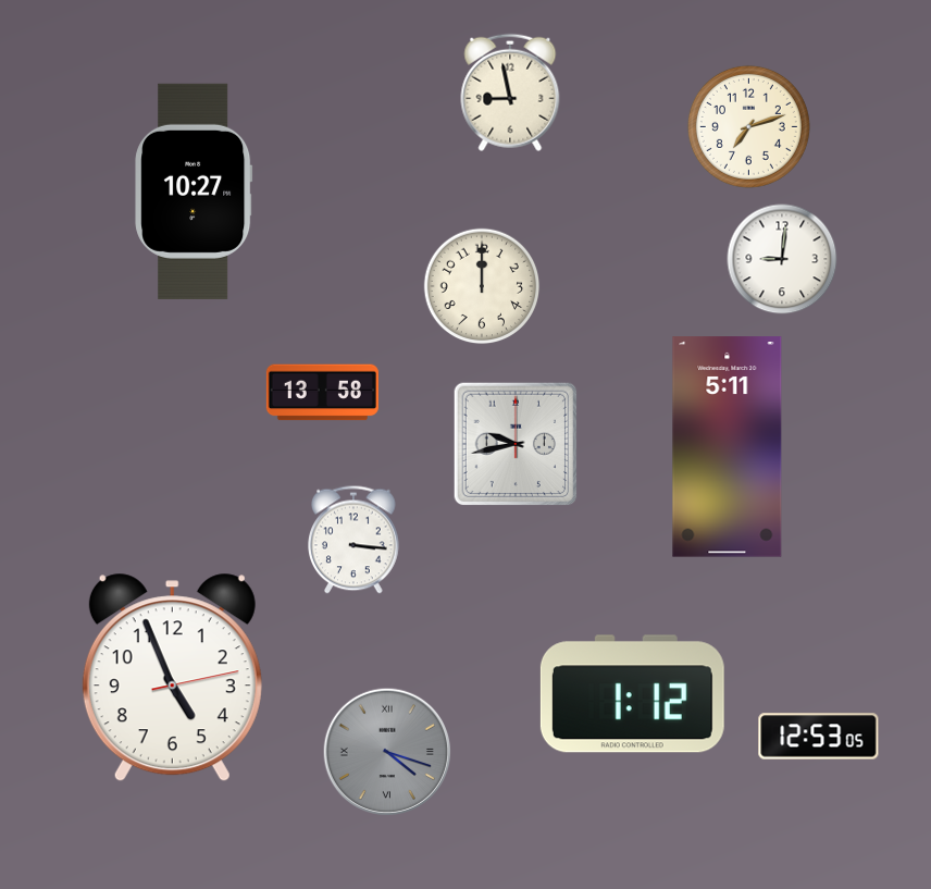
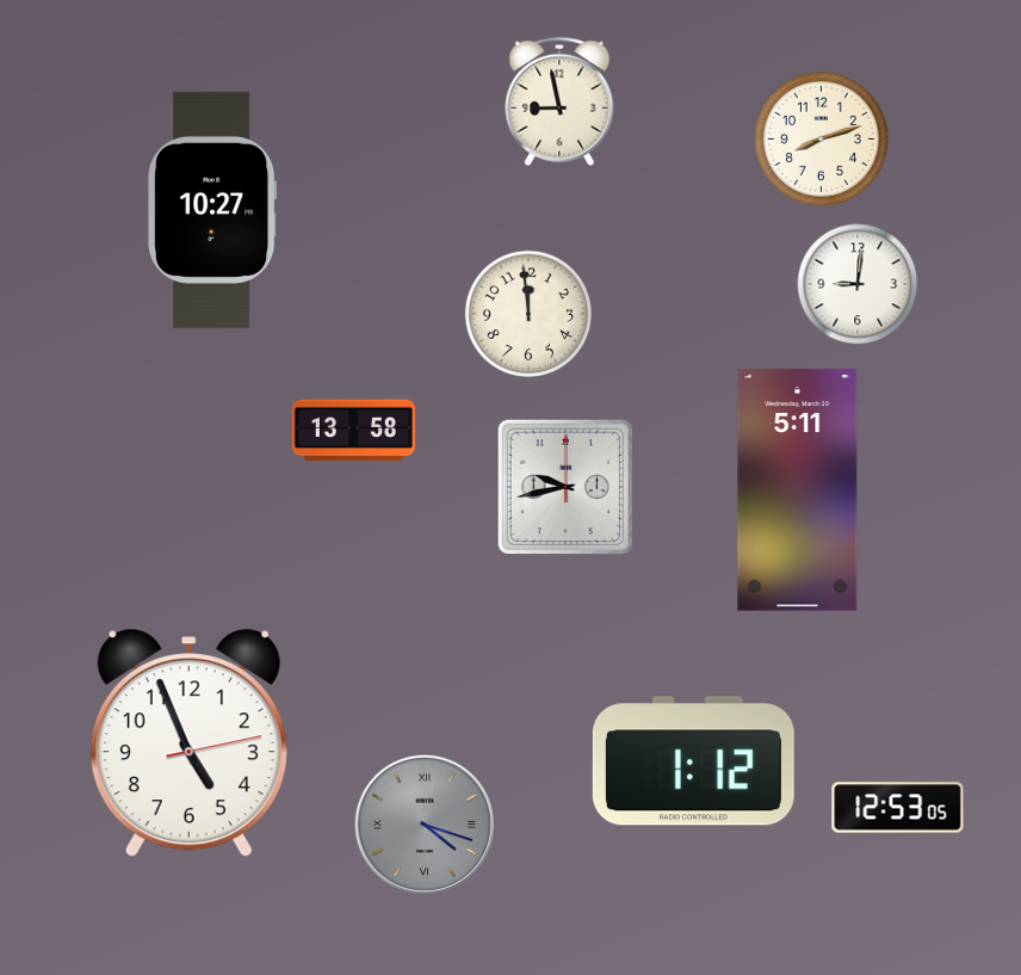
clock at (748, 126): 7:12 -> 8:12
clock at (482, 286): 12:00 -> 11:59
clock at (355, 540): 3:16 -> none
